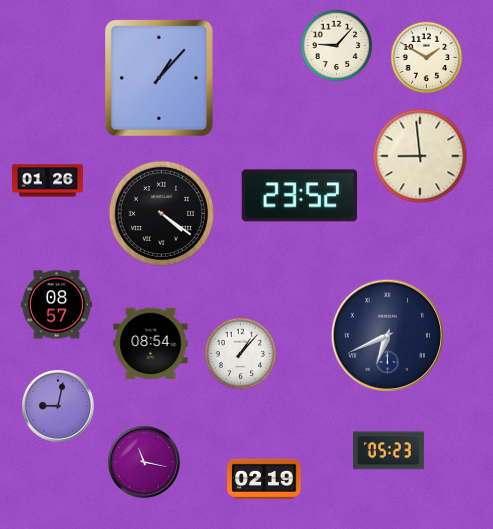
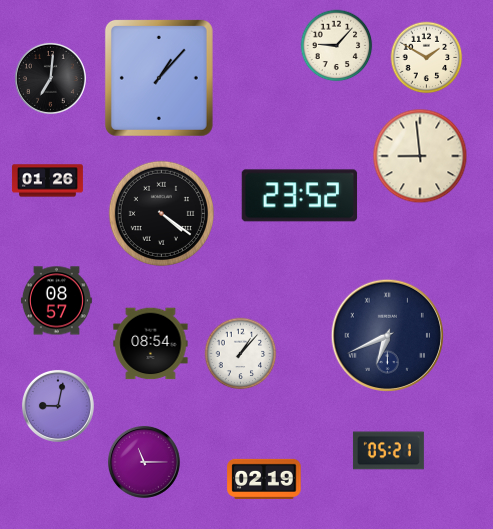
clock at (50, 78): none -> 7:01
clock at (56, 305) position: (56, 305) -> (56, 301)
clock at (388, 451): 05:23 -> 05:21
clock at (144, 462): 11:17 -> 11:15
